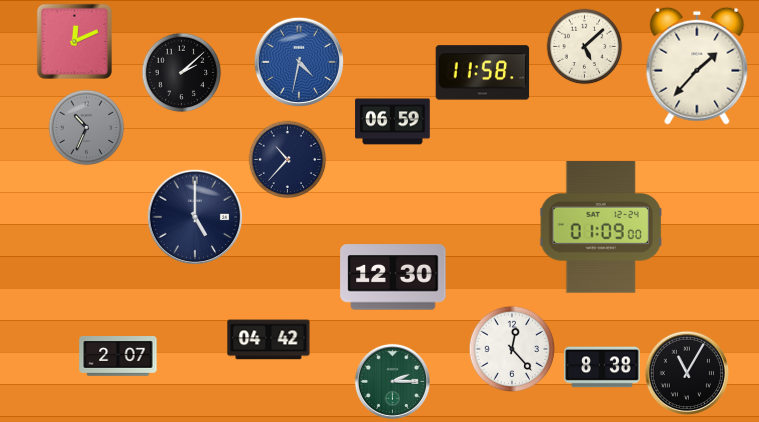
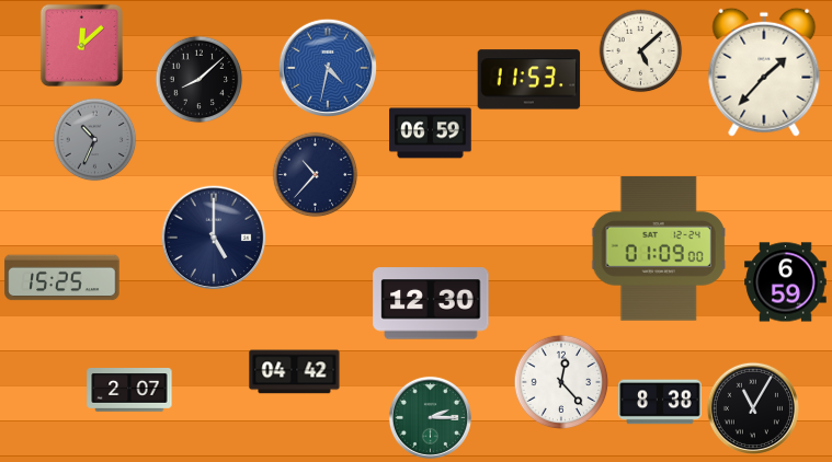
clock at (74, 41): 12:11 -> 12:08
clock at (182, 73): 2:08 -> 8:08
clock at (483, 73): 11:58 -> 11:53
clock at (62, 278): none -> 15:25
clock at (786, 282): none -> 6:59
